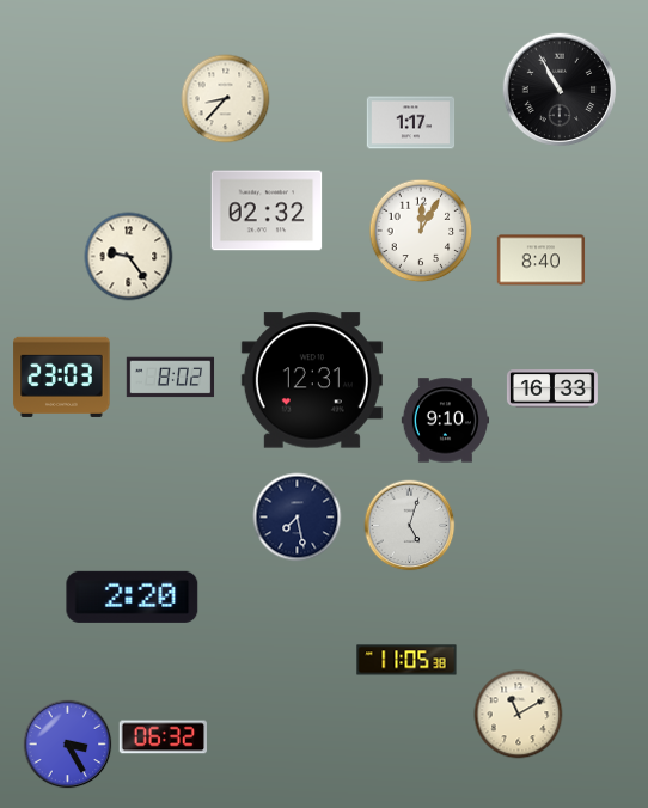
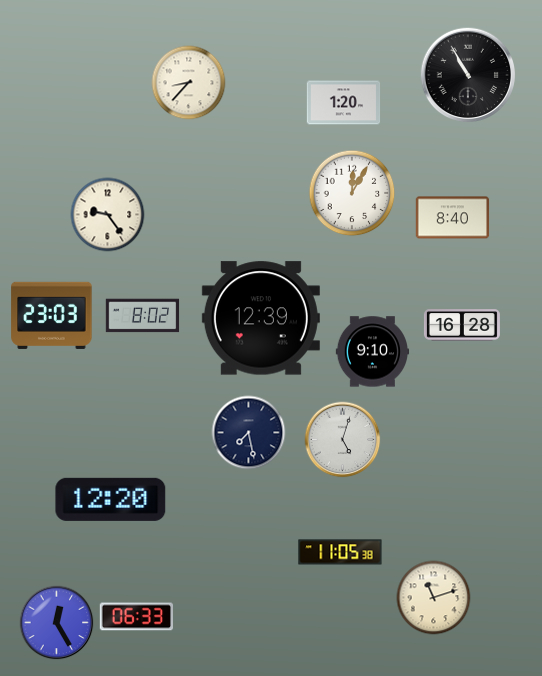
clock at (411, 123): 1:17 -> 1:20
clock at (267, 210): 02:32 -> none
clock at (312, 380): 12:31 -> 12:39
clock at (552, 388): 16:33 -> 16:28
clock at (133, 596): 2:20 -> 12:20
clock at (519, 715): 11:10 -> 11:12
clock at (163, 737): 06:32 -> 06:33
clock at (68, 745): 3:25 -> 12:25
